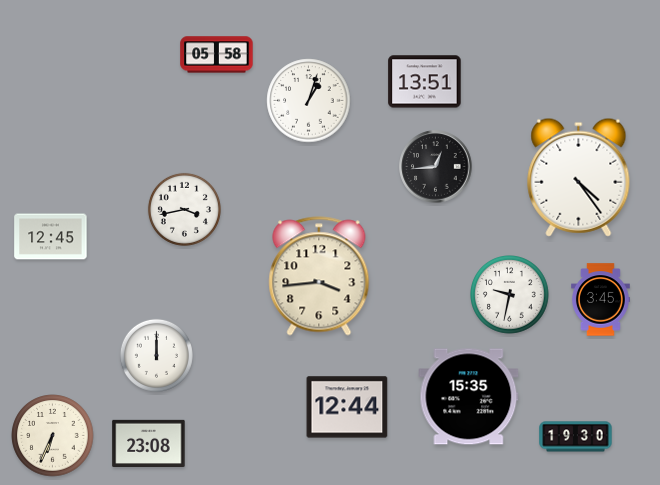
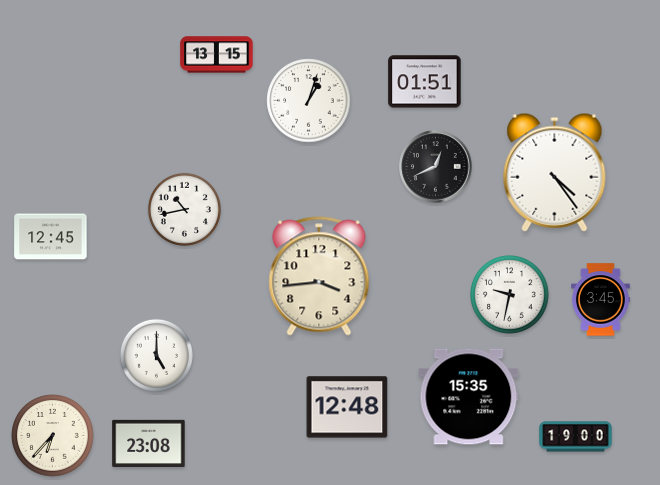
clock at (217, 55): 05:58 -> 13:15
clock at (425, 82): 13:51 -> 01:51
clock at (436, 167): 12:44 -> 12:41
clock at (579, 177) position: (579, 177) -> (555, 172)
clock at (184, 209): 3:43 -> 10:43
clock at (156, 355): 12:00 -> 5:00
clock at (347, 407): 12:44 -> 12:48
clock at (53, 436): 6:34 -> 6:37
clock at (576, 437): 19:30 -> 19:00
